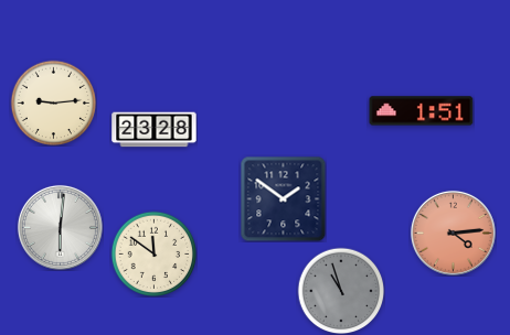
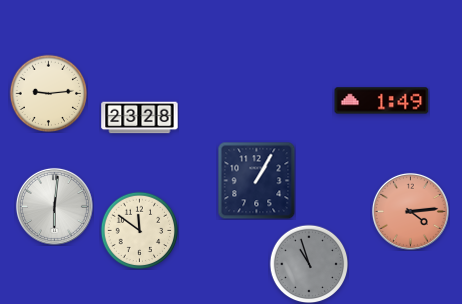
clock at (422, 111): 1:51 -> 1:49
clock at (283, 198): 1:51 -> 1:05
